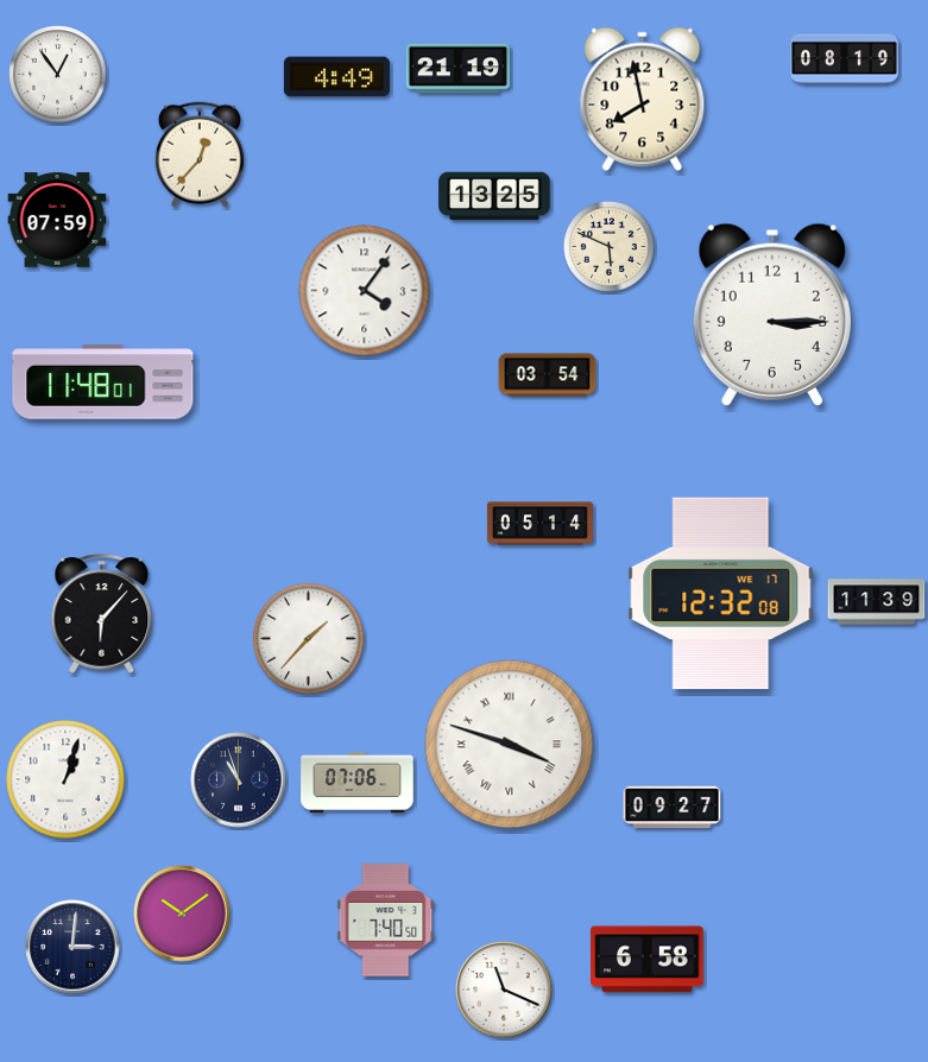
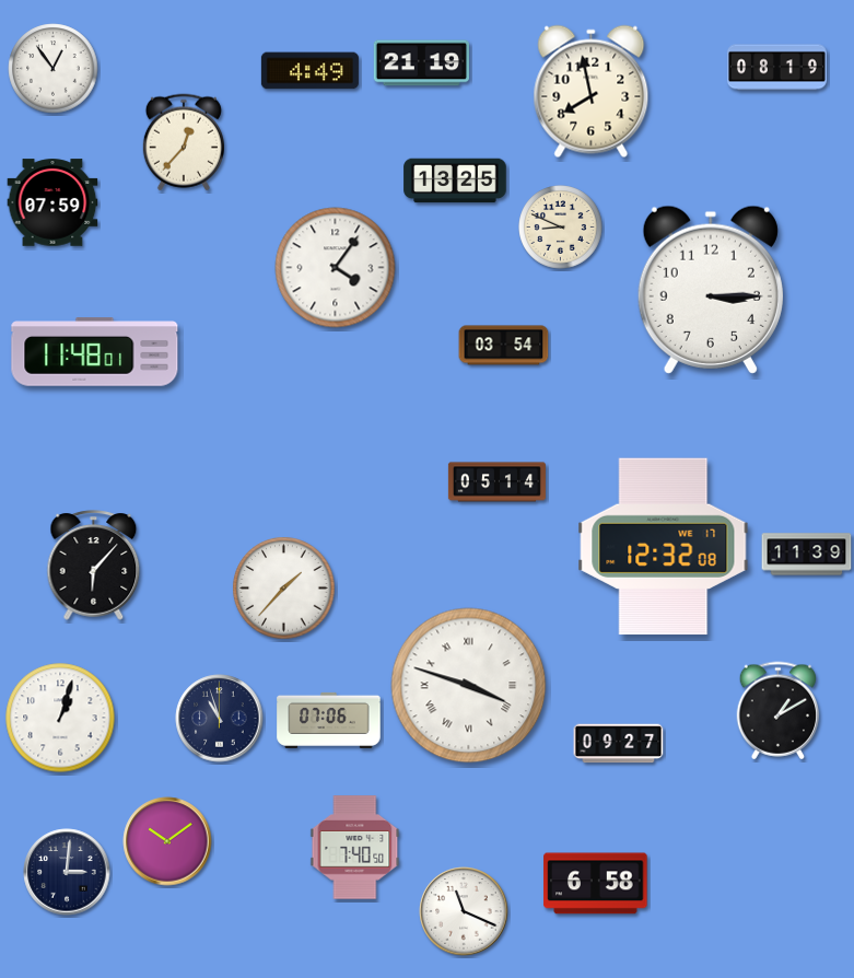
clock at (844, 59) position: (844, 59) -> (776, 68)
clock at (610, 247): 5:49 -> 8:49
clock at (779, 711): none -> 1:10
